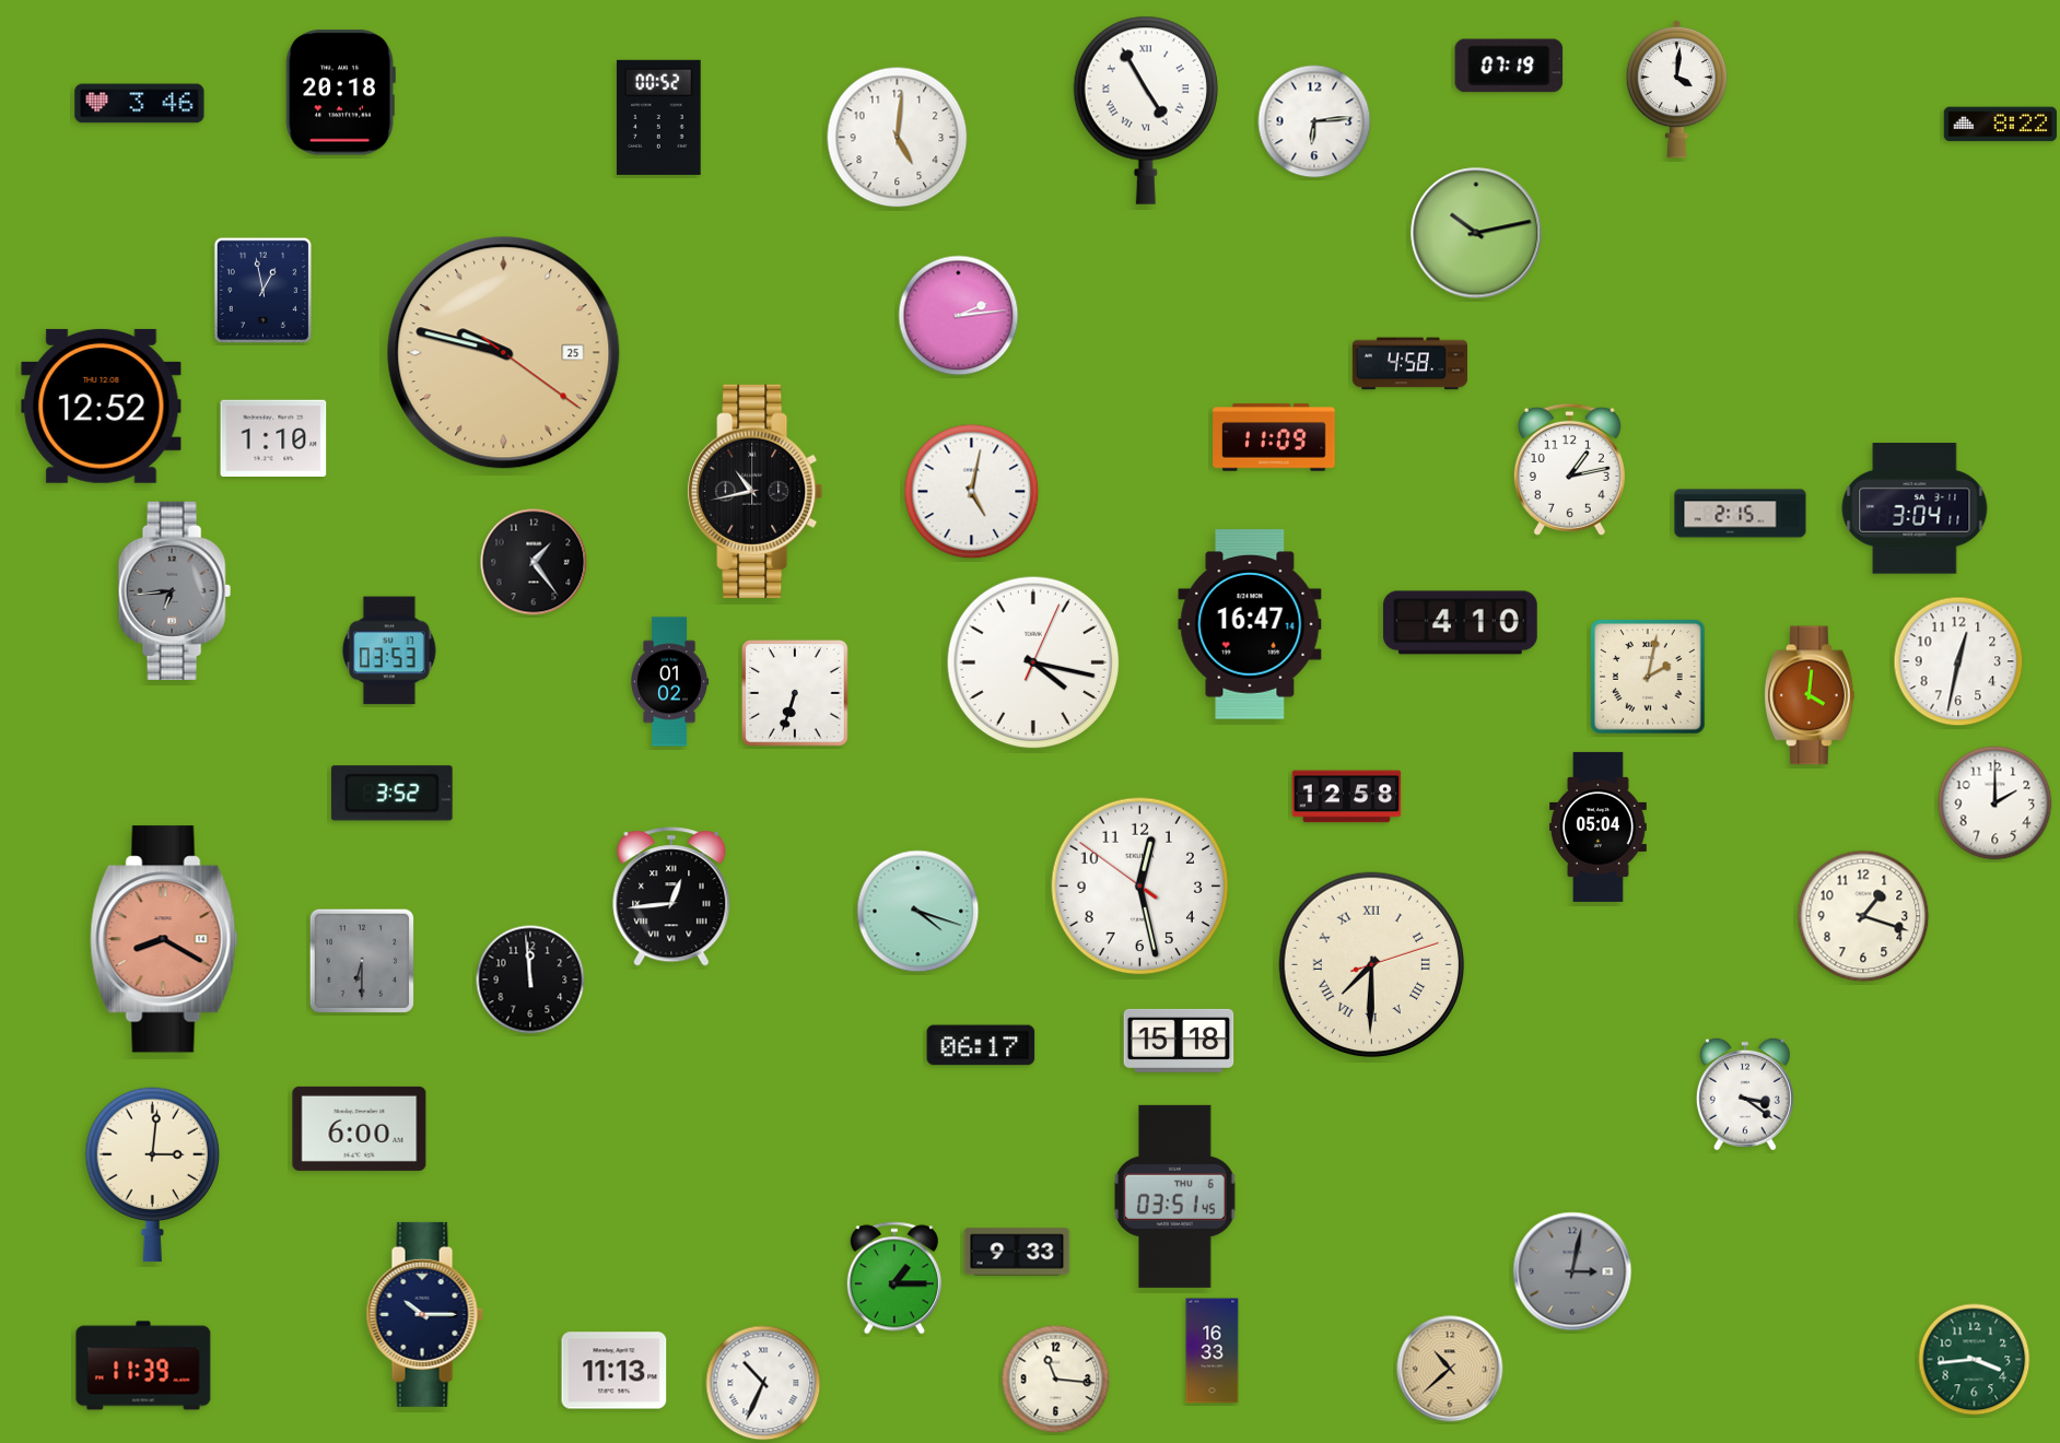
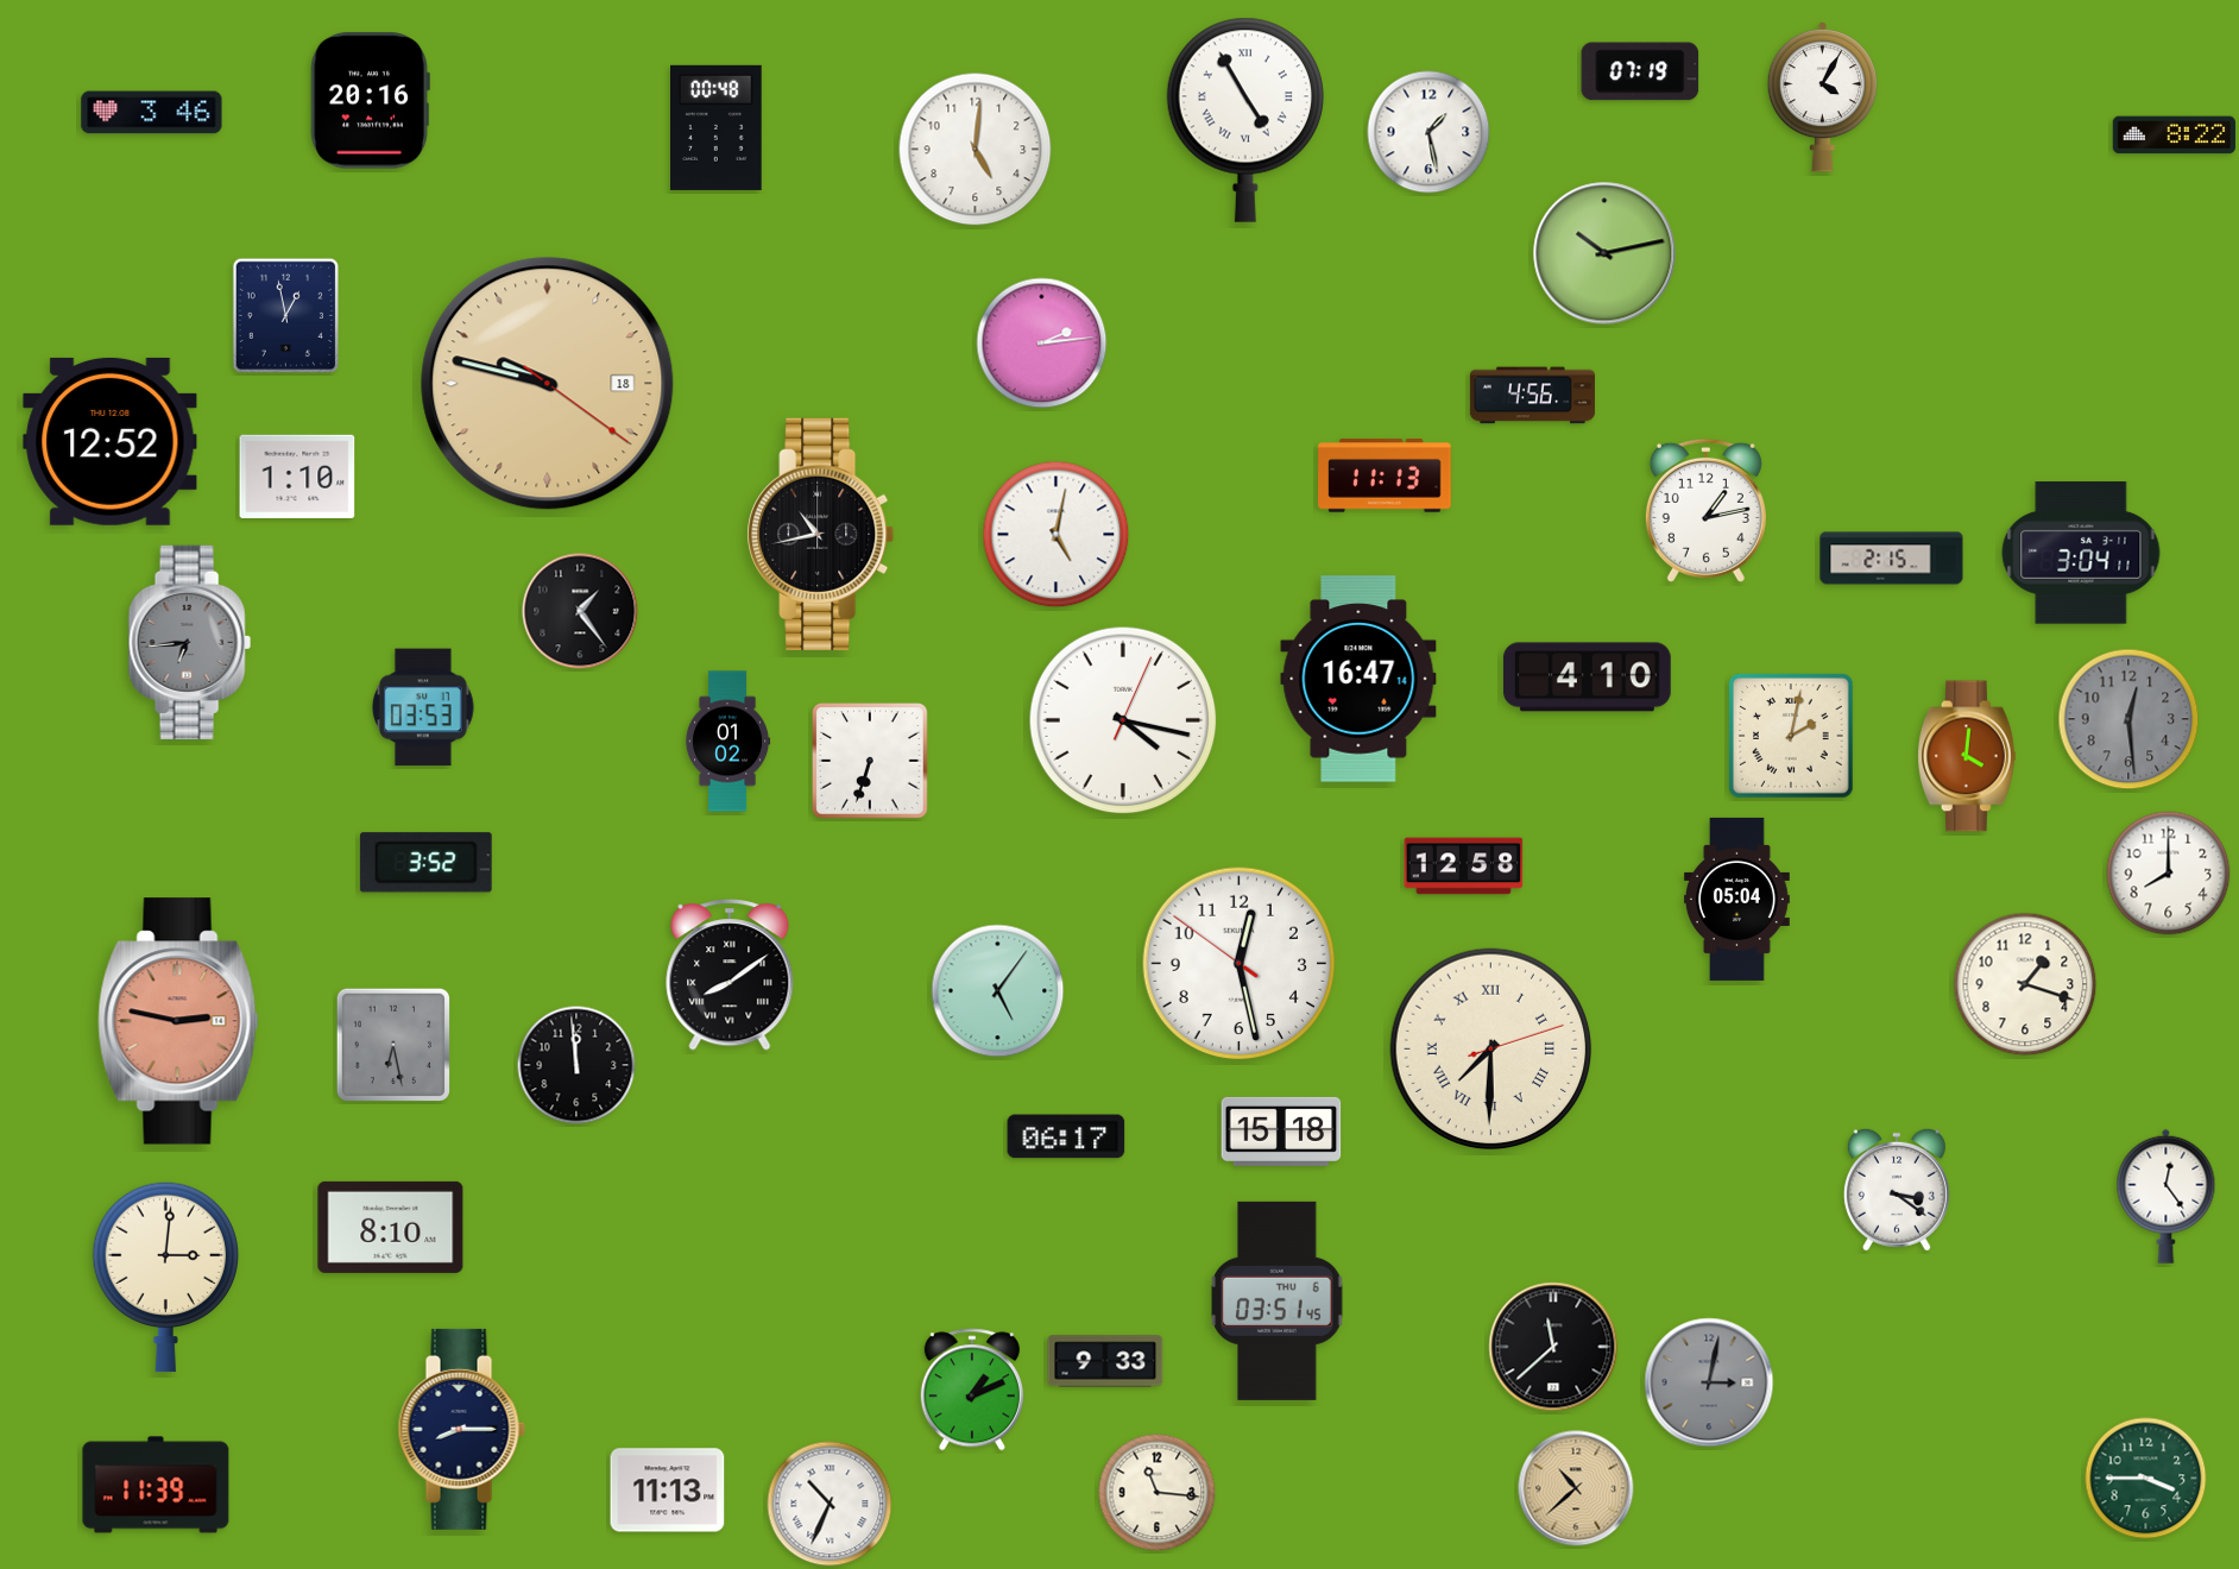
clock at (1676, 90): 4:01 -> 4:05
clock at (340, 93): 20:18 -> 20:16
clock at (659, 117): 00:52 -> 00:48
clock at (1314, 121): 6:14 -> 1:28
clock at (504, 353) date: 25 -> 18
clock at (1409, 364): 4:58 -> 4:56
clock at (1274, 437): 11:09 -> 11:13
clock at (1958, 661): 12:32 -> 12:29
clock at (1958, 661) dial: white -> grey
clock at (795, 693) position: (795, 693) -> (870, 761)
clock at (1995, 803): 2:00 -> 8:00
clock at (671, 896): 12:44 -> 8:09
clock at (918, 912): 4:18 -> 5:06
clock at (1863, 916) position: (1863, 916) -> (2025, 984)
clock at (164, 939): 8:20 -> 2:47
clock at (362, 961): 6:30 -> 6:28
clock at (2167, 1196): none -> 12:24
clock at (360, 1128): 6:00 -> 8:10
clock at (1553, 1347): none -> 11:38
clock at (894, 1278): 1:15 -> 1:11
clock at (424, 1314): 10:15 -> 8:15
clock at (1213, 1351): 16:33 -> none
clock at (1975, 1360): 3:44 -> 3:45
clock at (1056, 1380) position: (1056, 1380) -> (1158, 1493)
